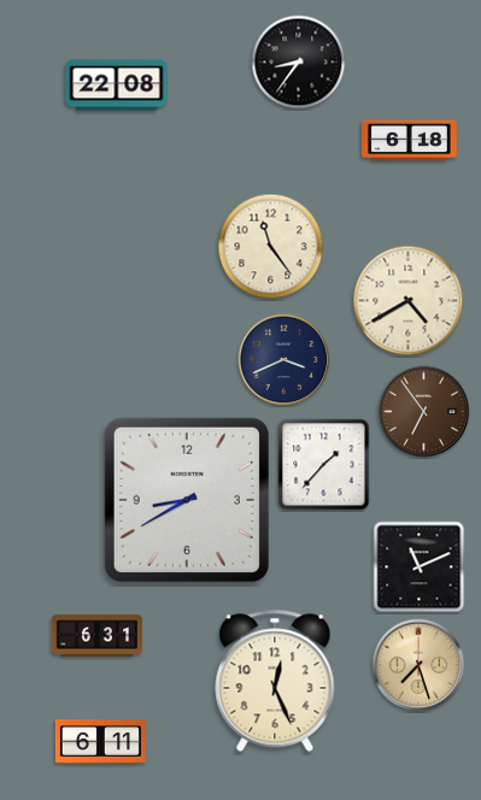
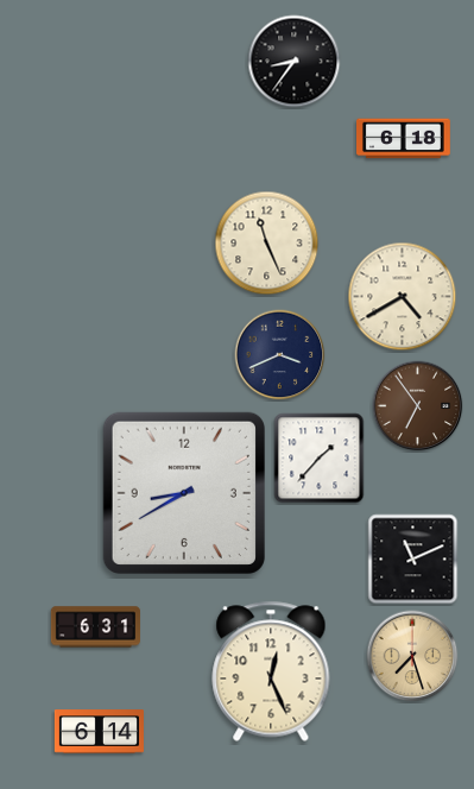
clock at (117, 86): 22:08 -> none
clock at (271, 247): 11:24 -> 11:26
clock at (100, 742): 6:11 -> 6:14
